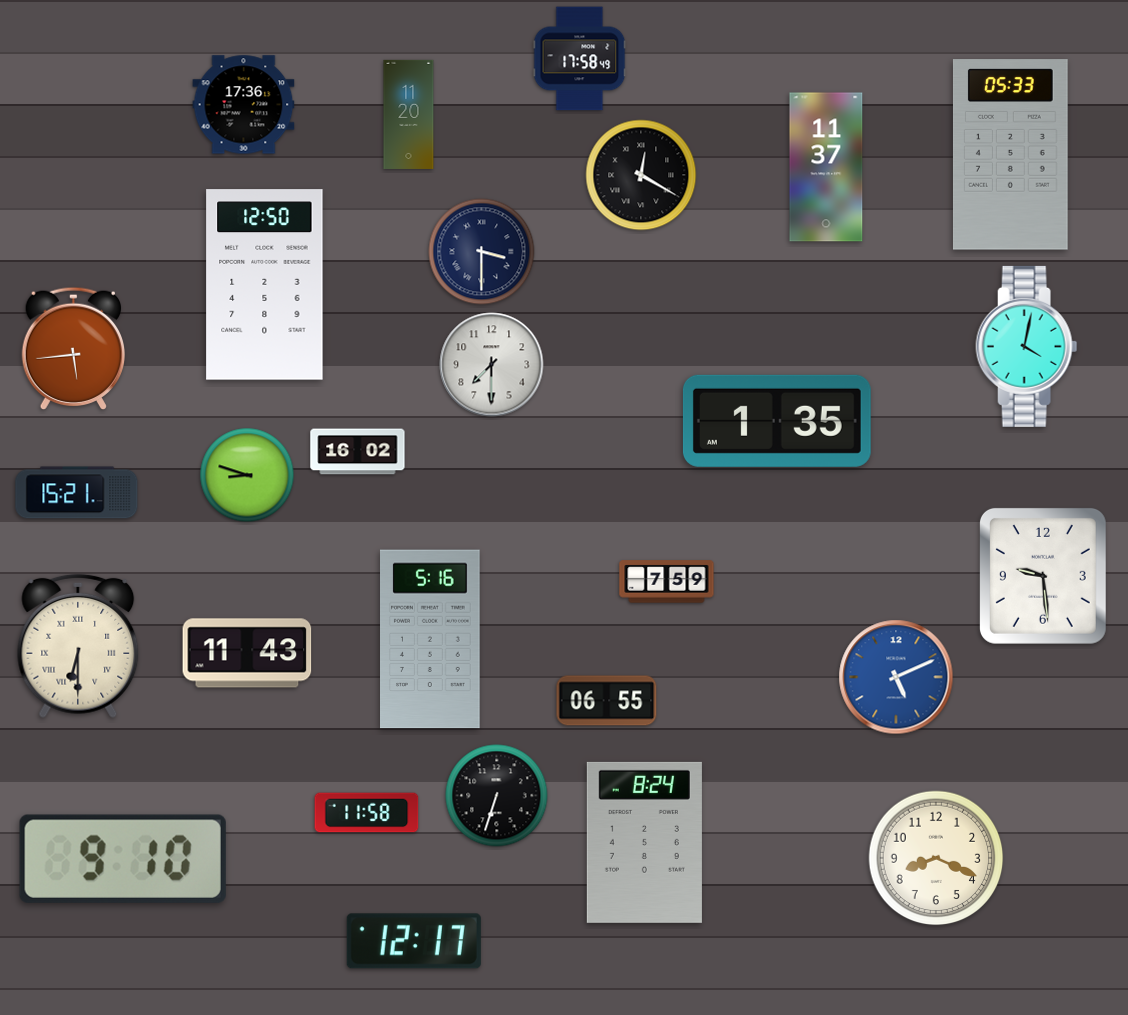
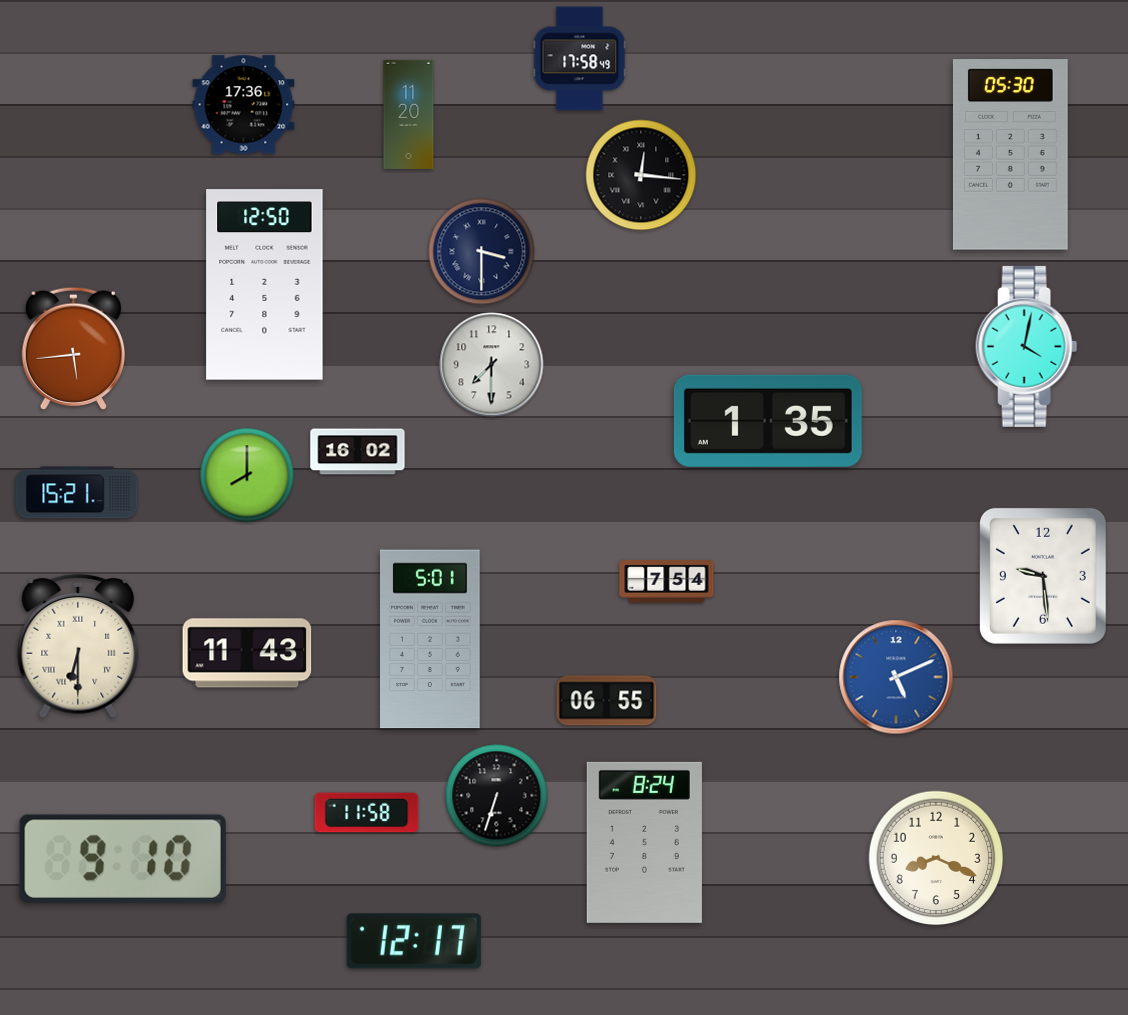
clock at (1010, 155): 05:33 -> 05:30
clock at (826, 167): 11:37 -> none
clock at (641, 175): 12:20 -> 12:16
clock at (777, 421) position: (777, 421) -> (768, 421)
clock at (247, 475): 8:48 -> 8:00
clock at (667, 582): 7:59 -> 7:54
clock at (431, 639): 5:16 -> 5:01
